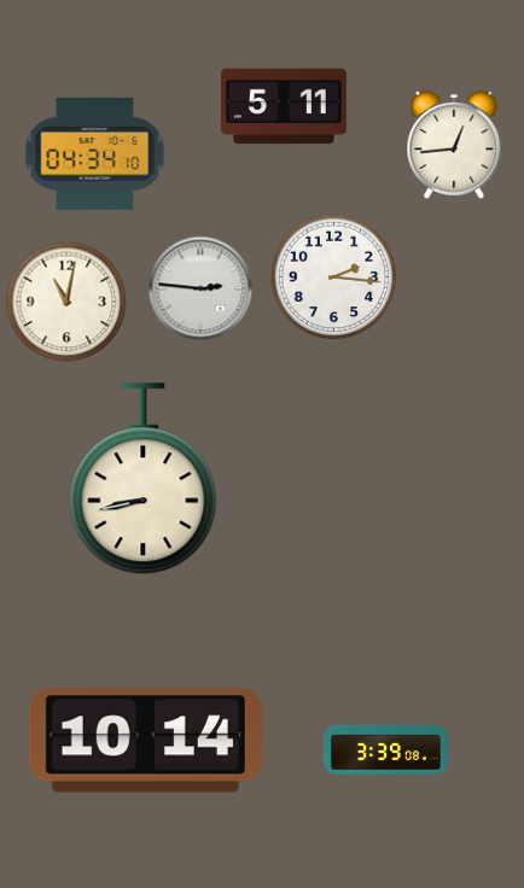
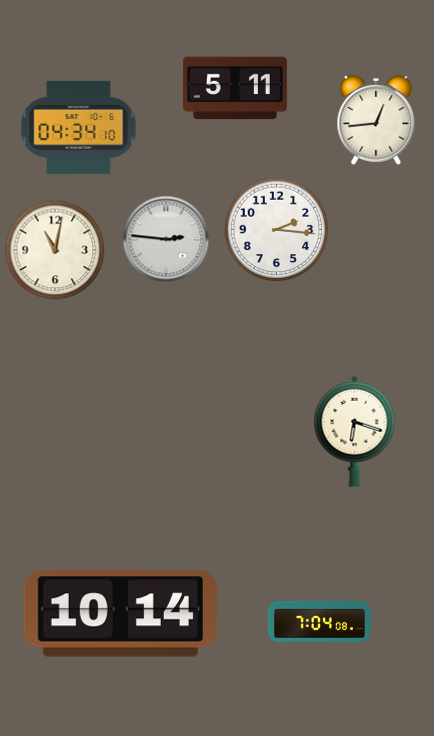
clock at (144, 479): 8:43 -> none
clock at (355, 431): none -> 6:18
clock at (385, 749): 3:39 -> 7:04
